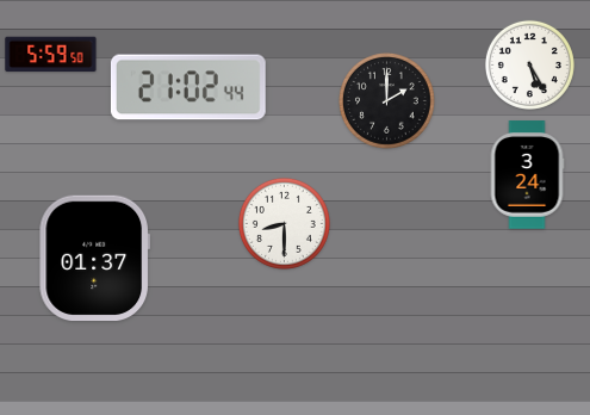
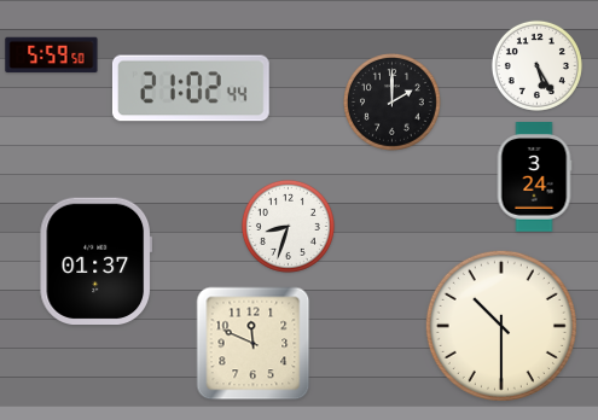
clock at (284, 223): 8:30 -> 8:33
clock at (501, 326): none -> 10:30
clock at (254, 344): none -> 11:49
